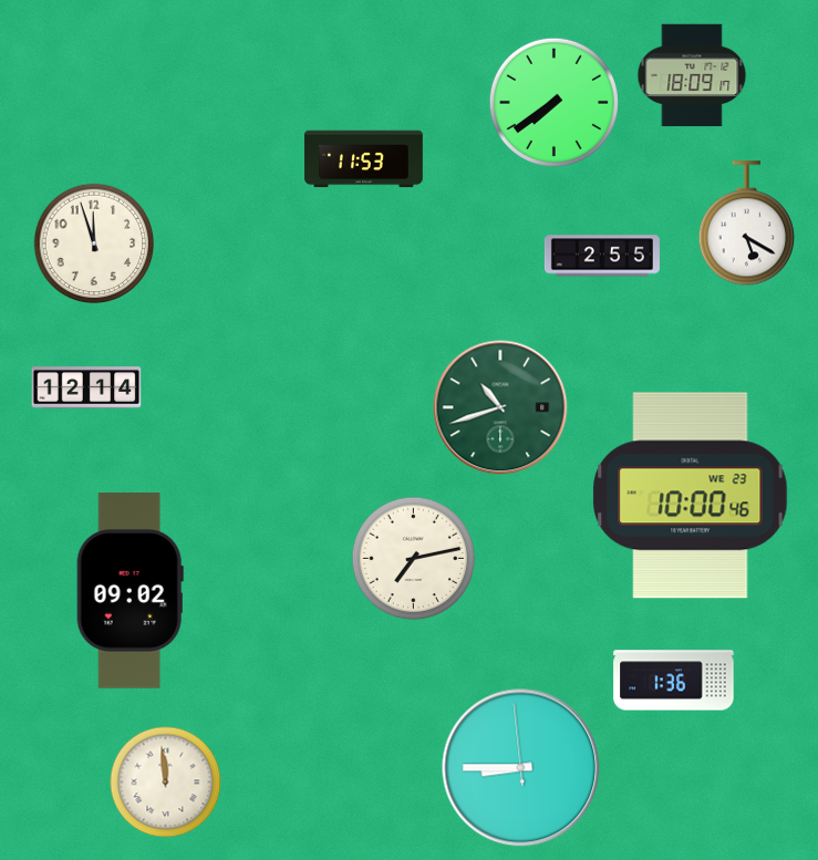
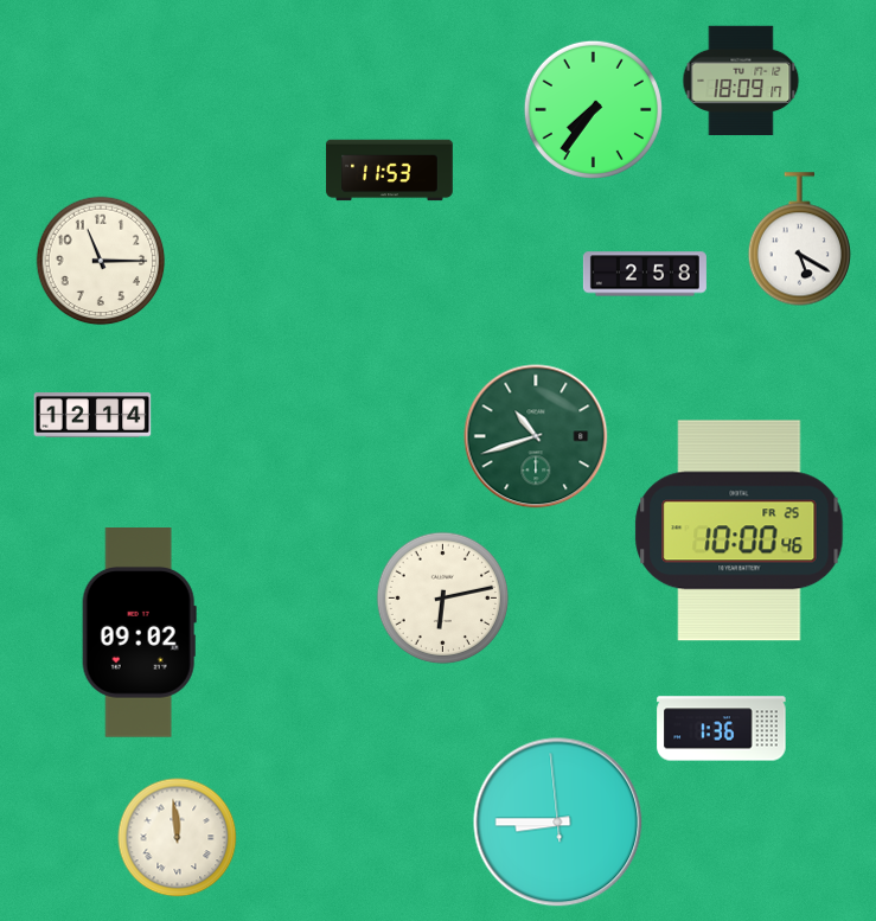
clock at (553, 102): 7:39 -> 7:36
clock at (94, 244): 11:57 -> 11:15
clock at (602, 256): 2:55 -> 2:58
clock at (691, 496) date: WE 23 -> FR 25
clock at (414, 559): 7:13 -> 6:13
